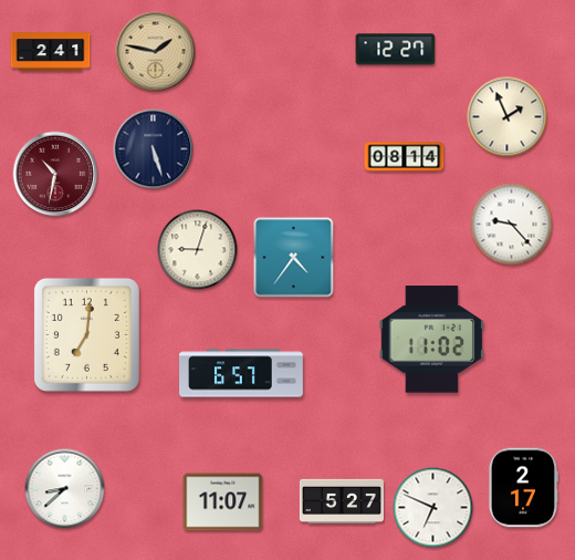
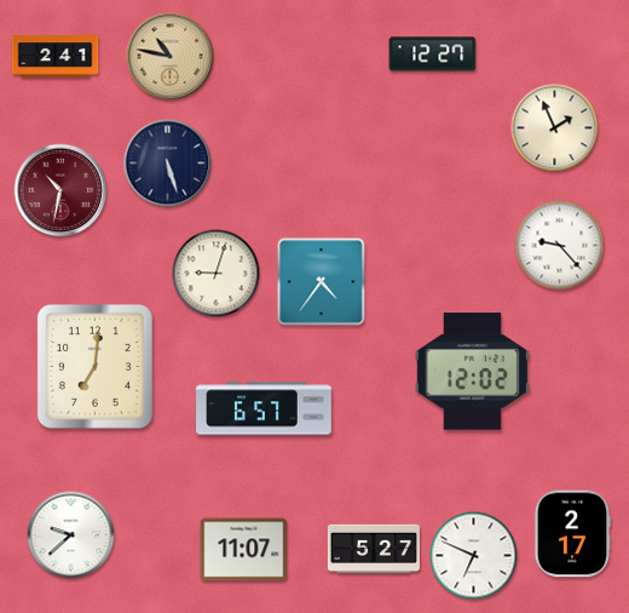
clock at (156, 52): 1:47 -> 10:47
clock at (405, 157): 08:14 -> none
clock at (431, 340): 11:02 -> 12:02
clock at (65, 489): 8:38 -> 9:38
